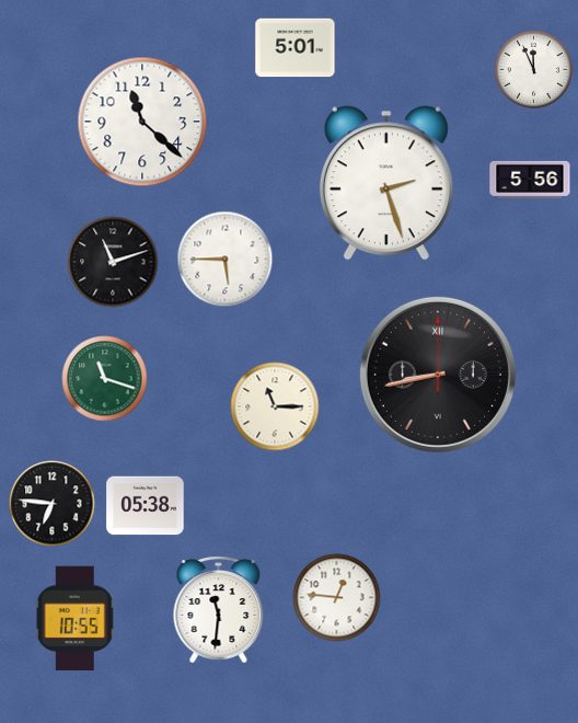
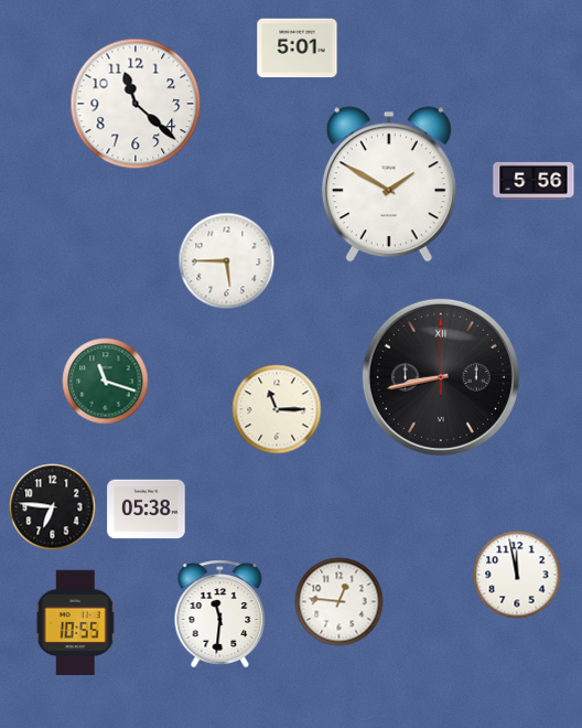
clock at (533, 69): 11:56 -> none
clock at (142, 122) position: (142, 122) -> (136, 104)
clock at (386, 183): 2:27 -> 1:50
clock at (113, 262): 11:12 -> none
clock at (517, 575): none -> 11:58
